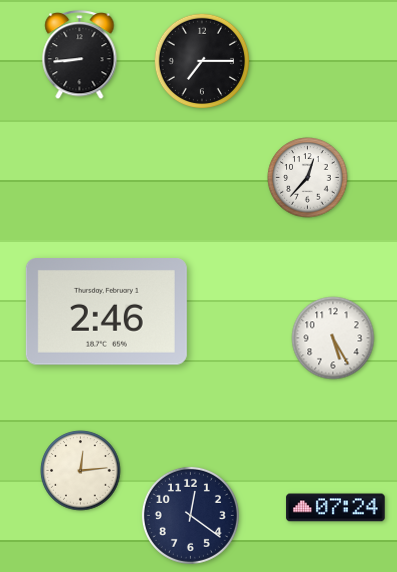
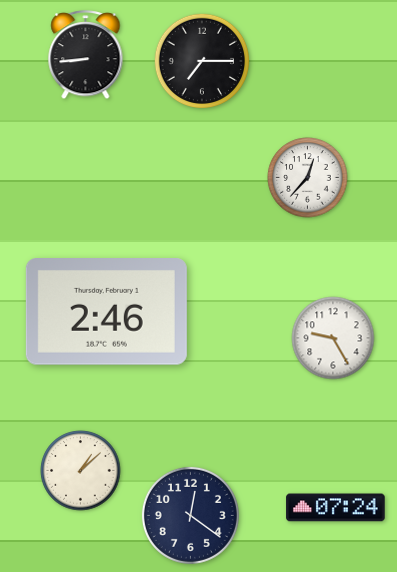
clock at (80, 55) position: (80, 55) -> (86, 55)
clock at (333, 338): 5:25 -> 9:25
clock at (81, 471): 12:14 -> 1:08
